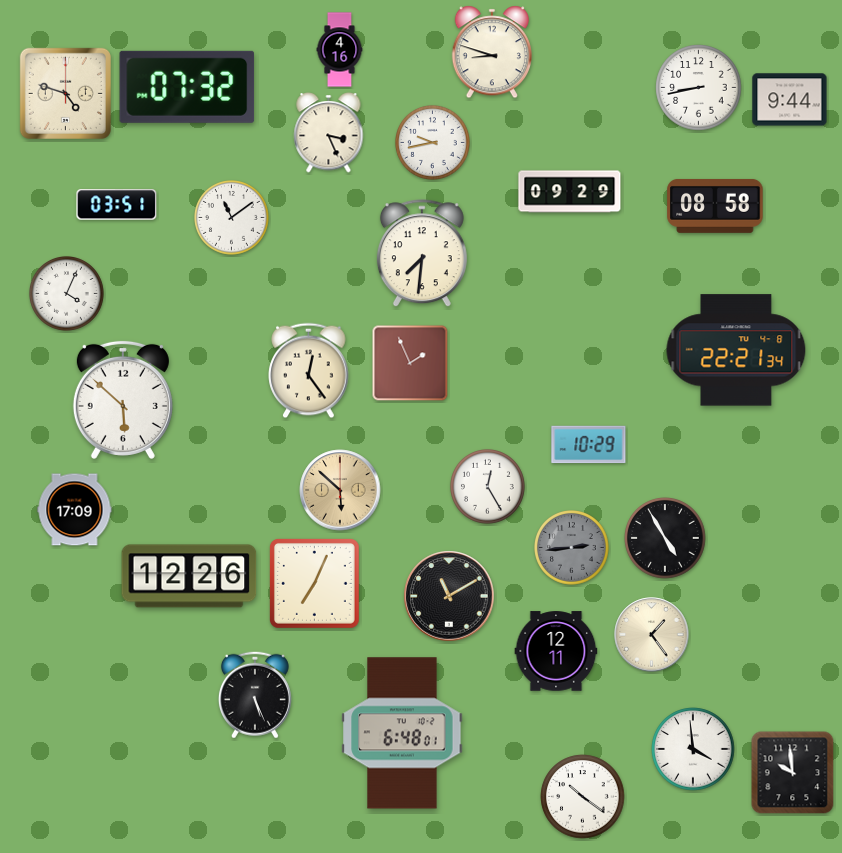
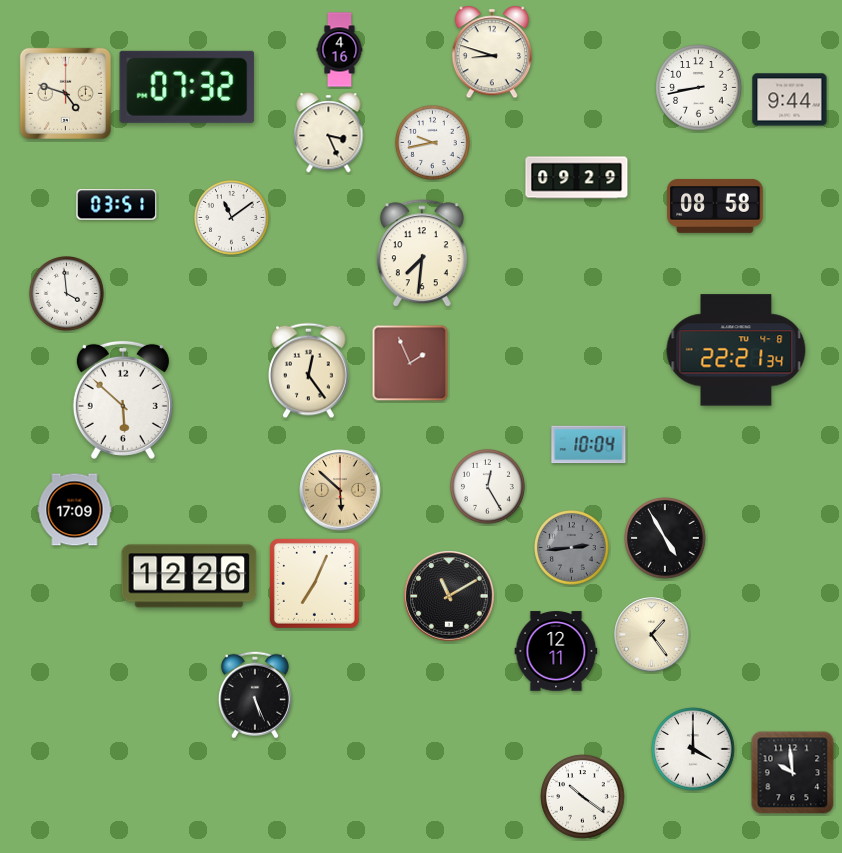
clock at (570, 192) position: (570, 192) -> (577, 178)
clock at (67, 294): 4:04 -> 3:59
clock at (589, 445): 10:29 -> 10:04
clock at (402, 733): 6:48 -> none
clock at (693, 749): 3:59 -> 4:00
